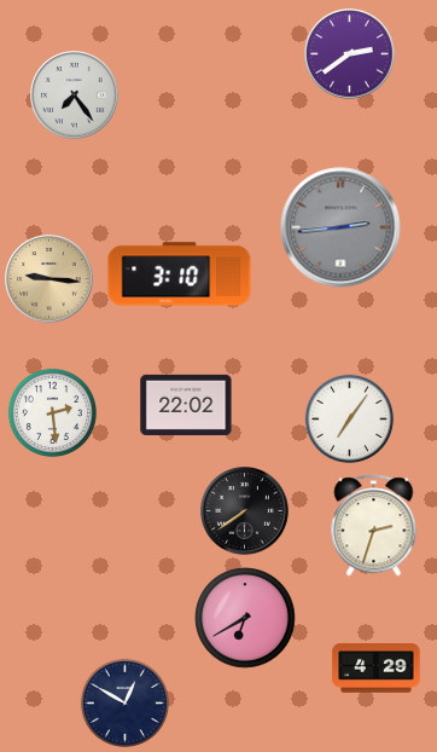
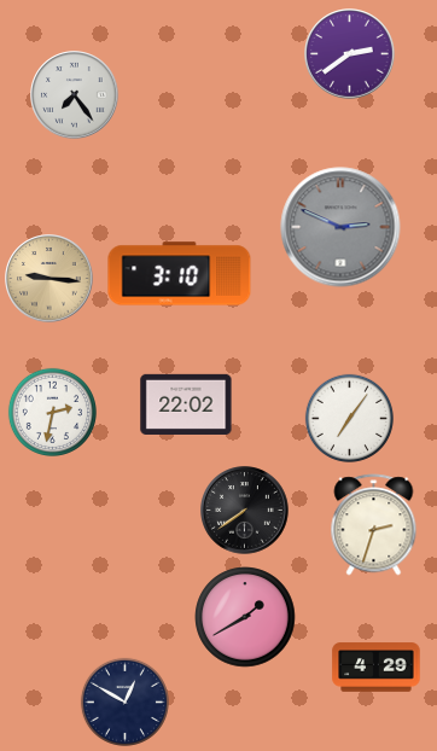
clock at (340, 227): 2:44 -> 2:49
clock at (52, 412): 2:29 -> 2:32
clock at (245, 618): 6:40 -> 1:40
